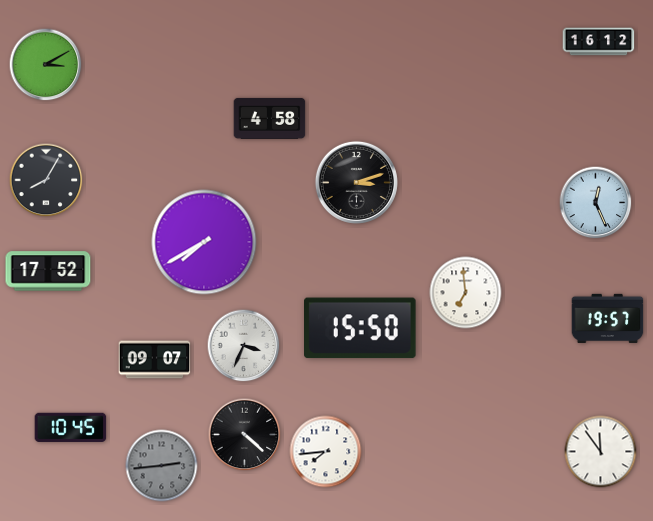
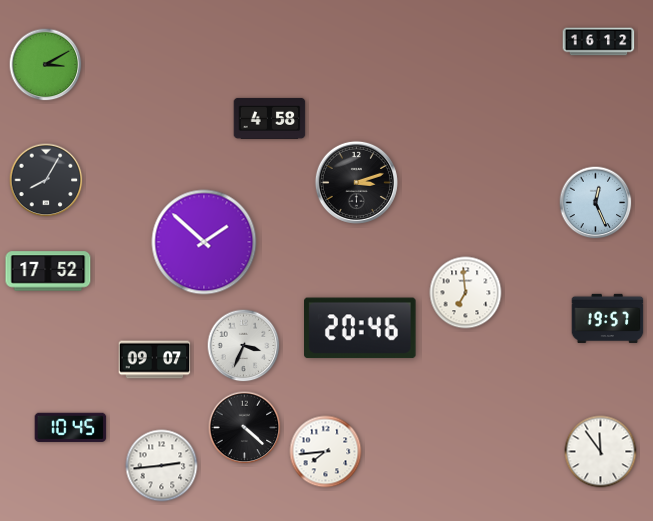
clock at (204, 242): 7:40 -> 1:52
clock at (360, 328): 15:50 -> 20:46
clock at (245, 435) position: (245, 435) -> (245, 428)
clock at (162, 466) dial: grey -> white
